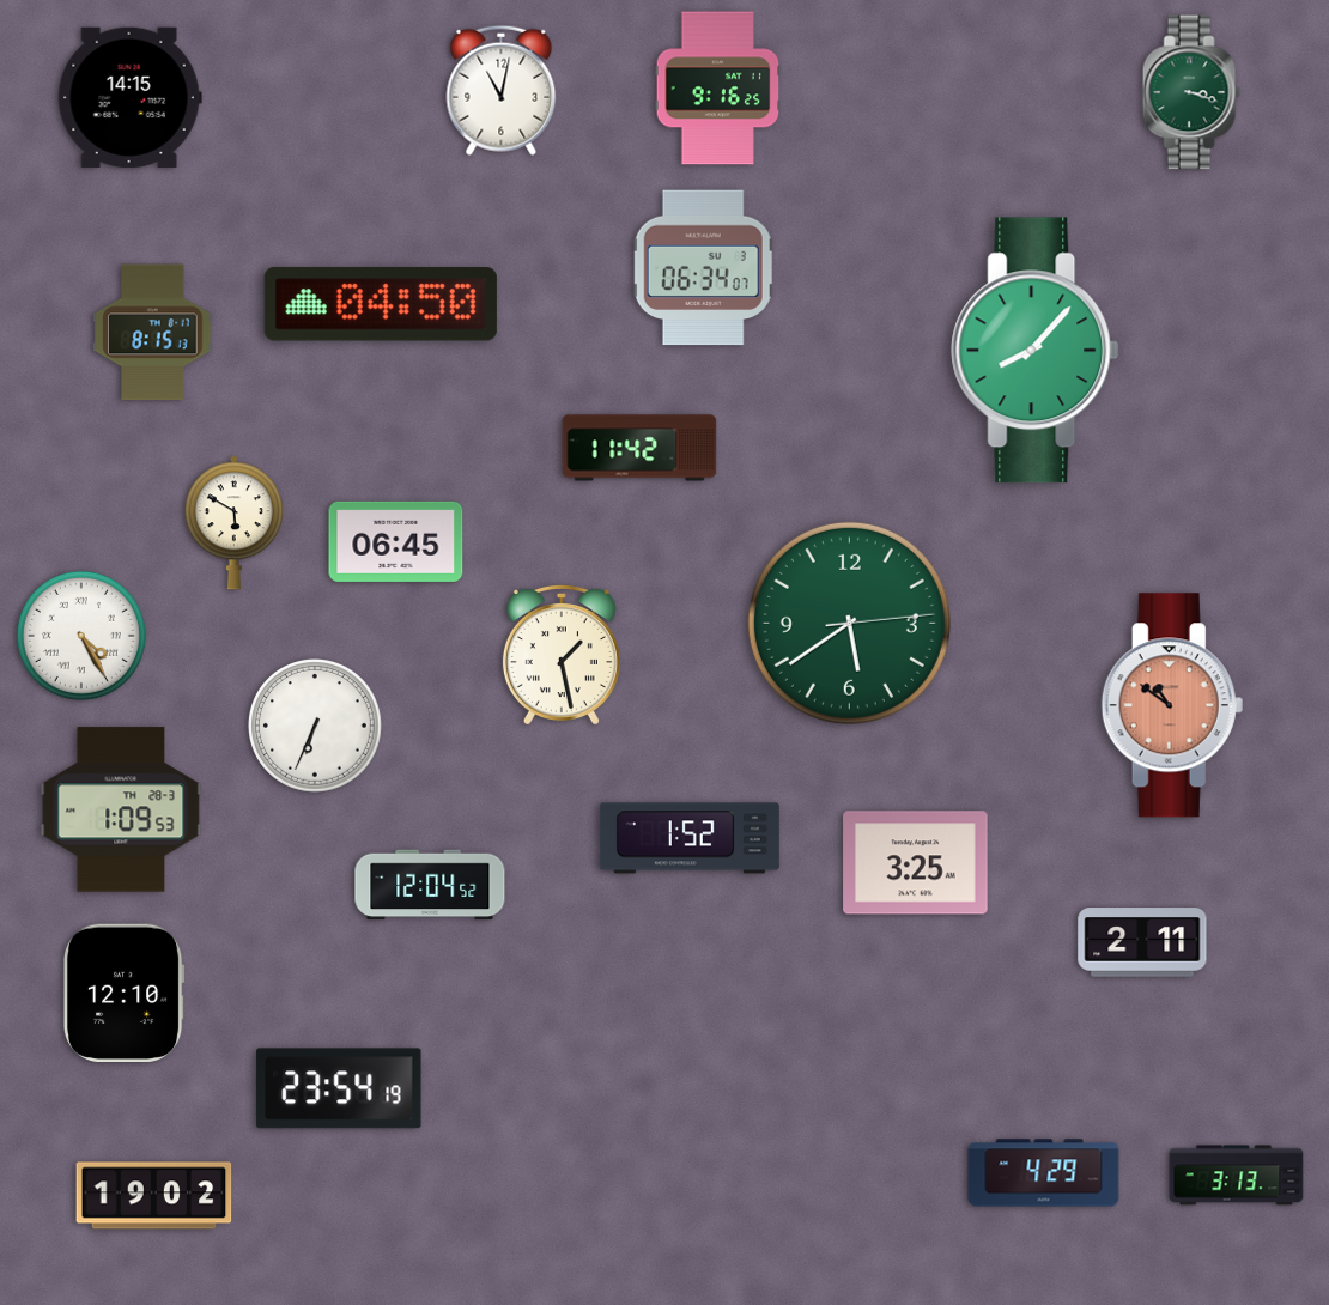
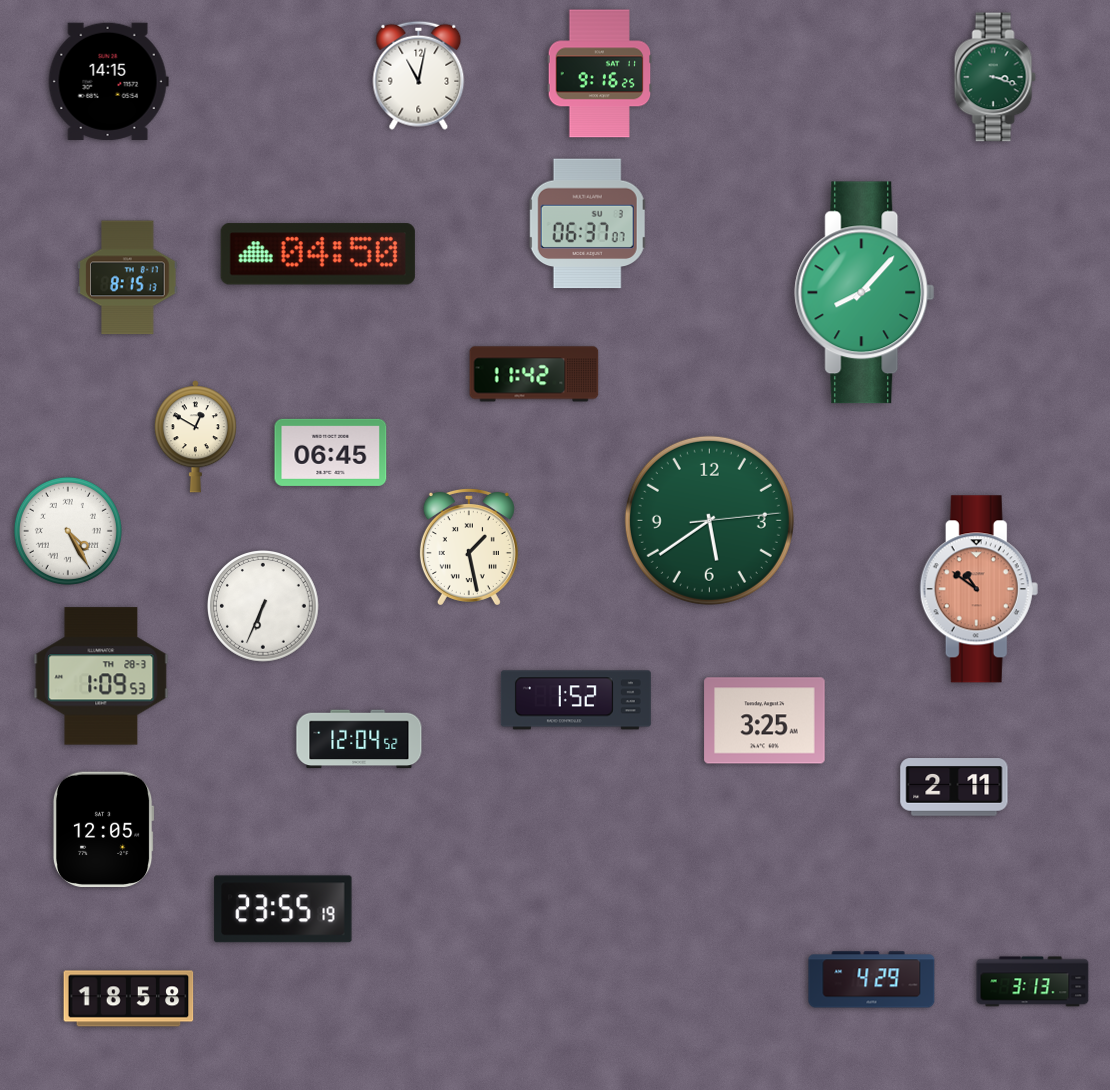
clock at (704, 268): 06:34 -> 06:37
clock at (233, 523): 5:50 -> 12:50
clock at (123, 993): 12:10 -> 12:05
clock at (339, 1088): 23:54 -> 23:55
clock at (154, 1196): 19:02 -> 18:58
